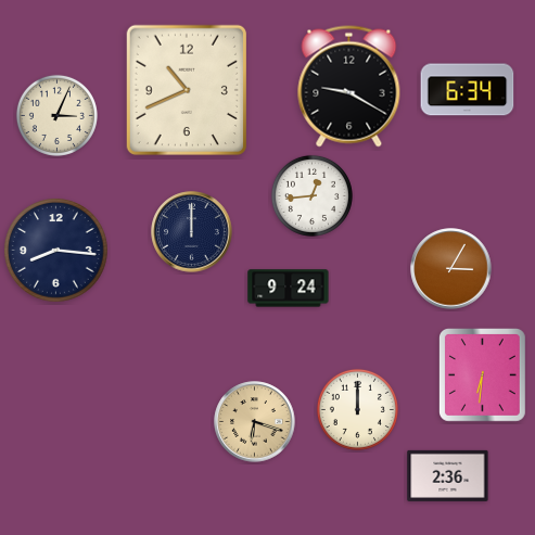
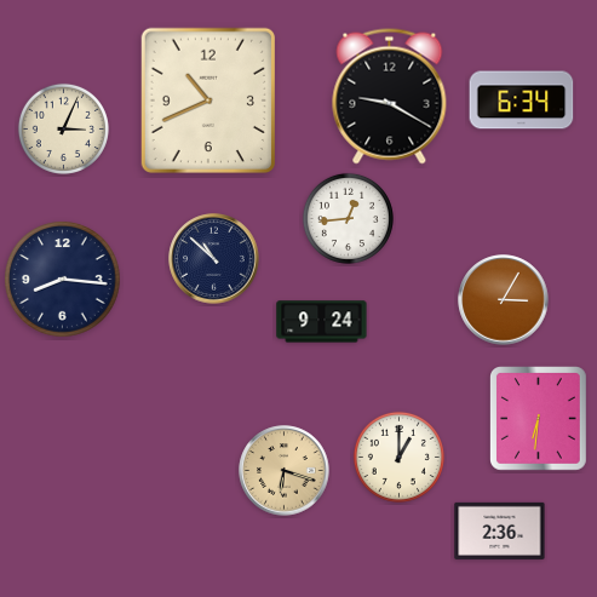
clock at (192, 232): 12:00 -> 10:52
clock at (357, 409): 12:00 -> 1:00
